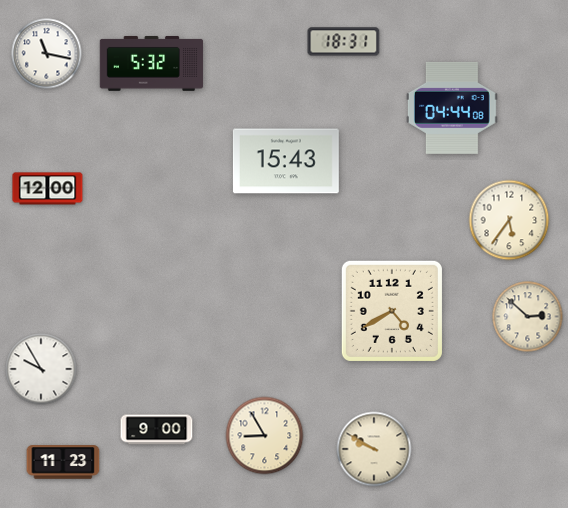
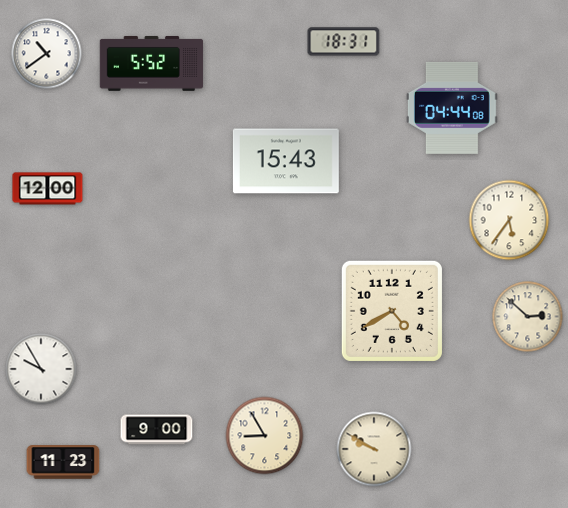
clock at (47, 54): 11:17 -> 10:39
clock at (152, 64): 5:32 -> 5:52
